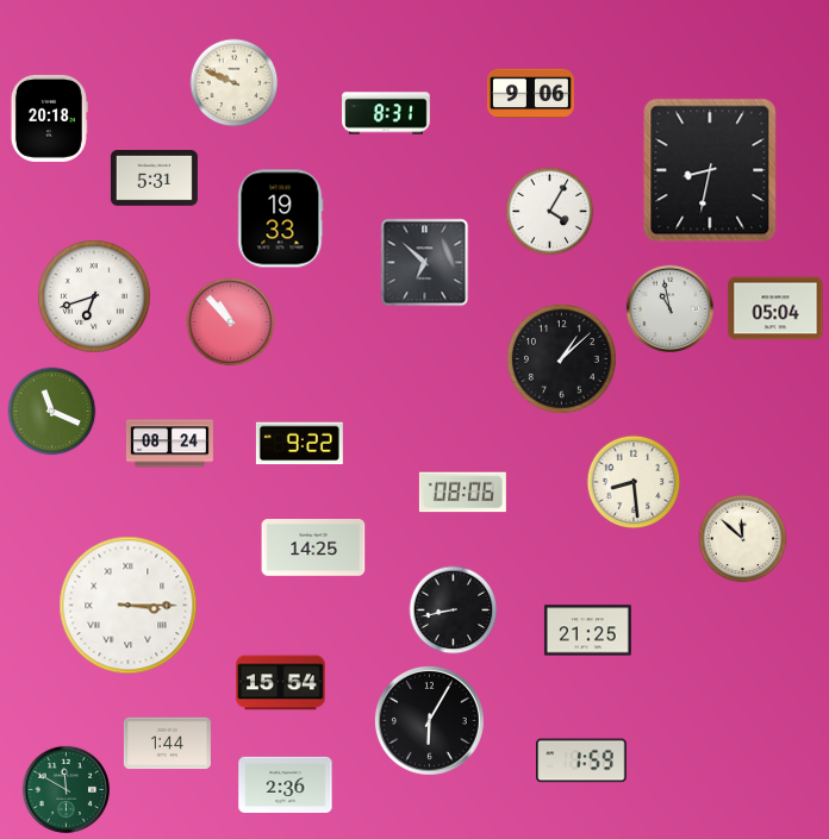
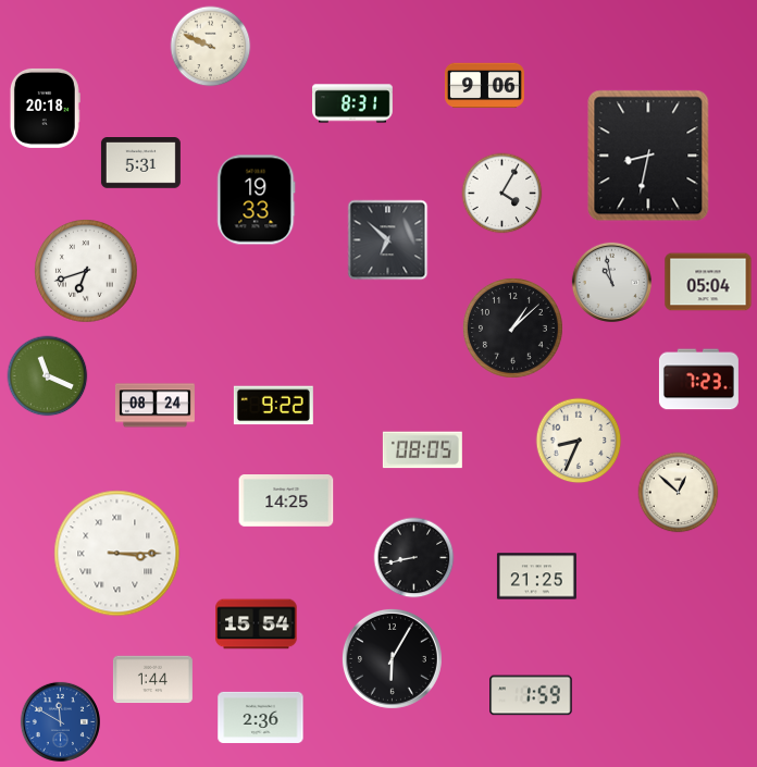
clock at (235, 83) position: (235, 83) -> (211, 47)
clock at (231, 323): 10:53 -> none
clock at (698, 380): none -> 7:23
clock at (634, 482): 8:29 -> 8:34
clock at (462, 493): 08:06 -> 08:05
clock at (743, 539): 11:52 -> 12:52
clock at (66, 789) dial: green -> blue
